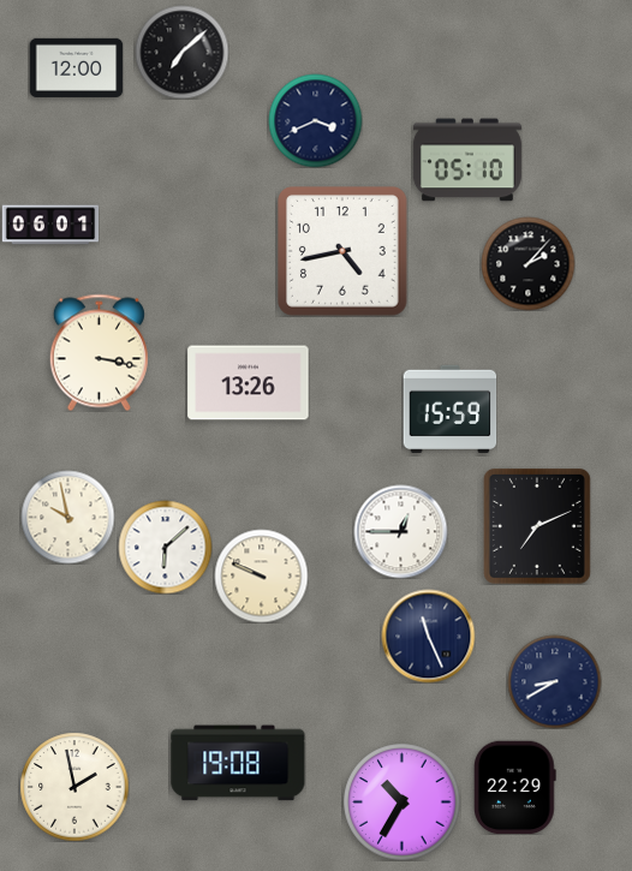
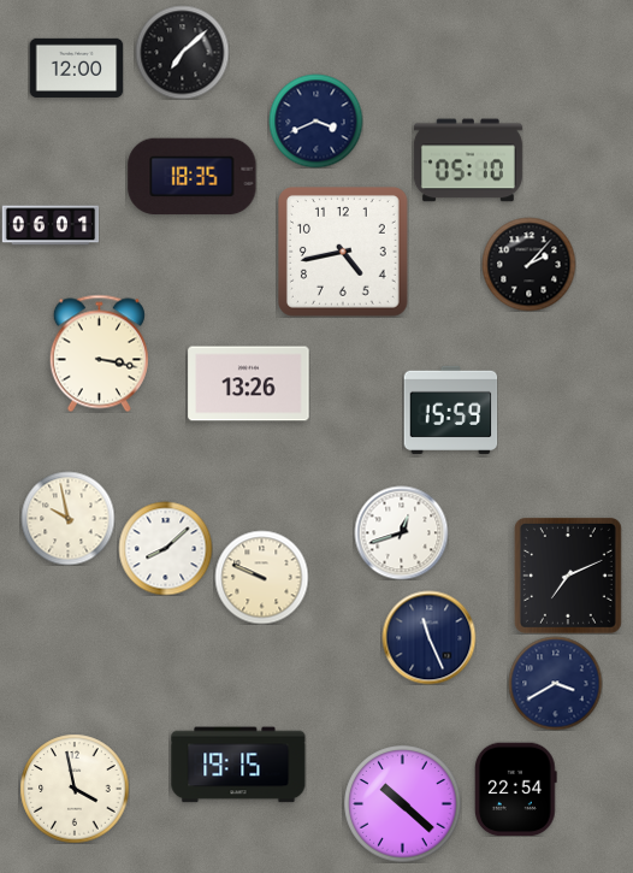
clock at (193, 177): none -> 18:35
clock at (537, 526) position: (537, 526) -> (568, 576)
clock at (400, 531): 12:45 -> 12:42
clock at (165, 547): 6:08 -> 8:08
clock at (554, 681): 8:40 -> 3:40
clock at (238, 763): 19:08 -> 19:15
clock at (74, 787): 1:58 -> 3:58
clock at (515, 787): 22:29 -> 22:54
clock at (403, 803): 10:35 -> 10:22
